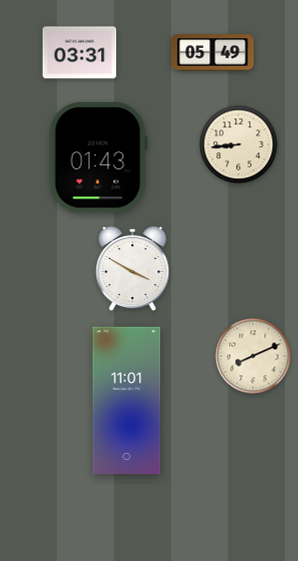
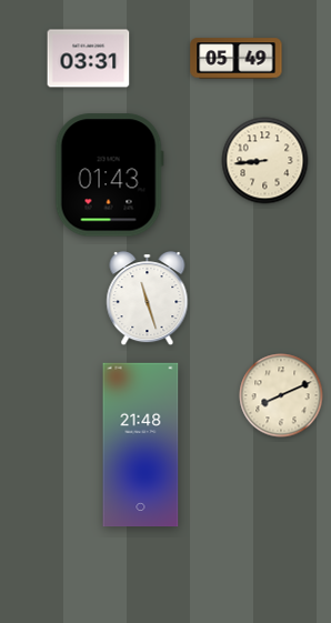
clock at (133, 269): 3:50 -> 11:27
clock at (127, 401): 11:01 -> 21:48
